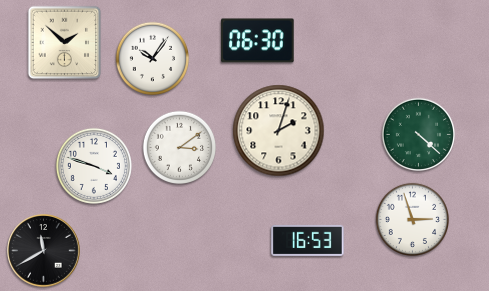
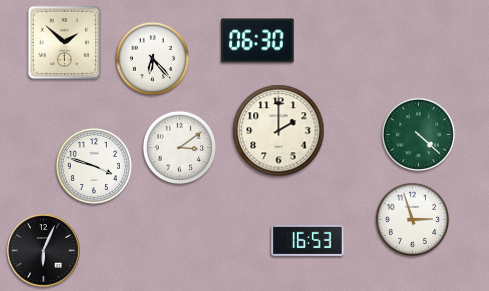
clock at (152, 58): 10:06 -> 6:23
clock at (279, 131): 2:03 -> 2:00
clock at (44, 251): 11:40 -> 6:04
